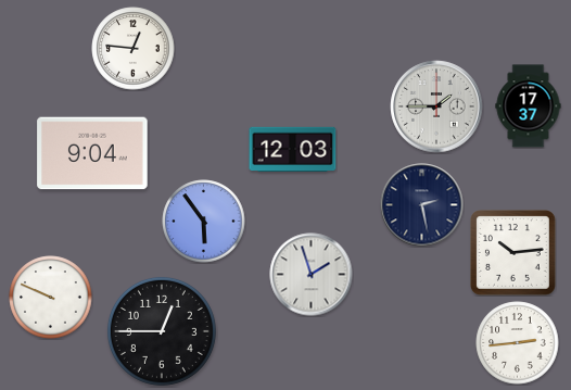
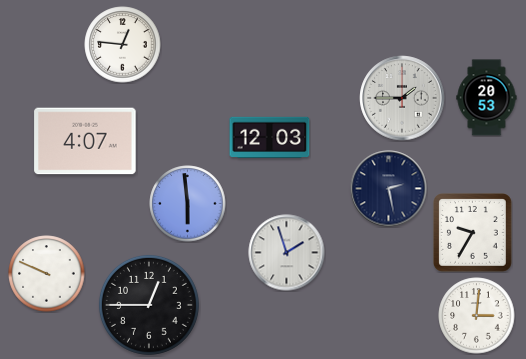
clock at (529, 106): 17:37 -> 20:53
clock at (92, 153): 9:04 -> 4:07
clock at (204, 222): 5:54 -> 5:59
clock at (513, 253): 10:14 -> 9:35
clock at (518, 343): 2:44 -> 3:01
